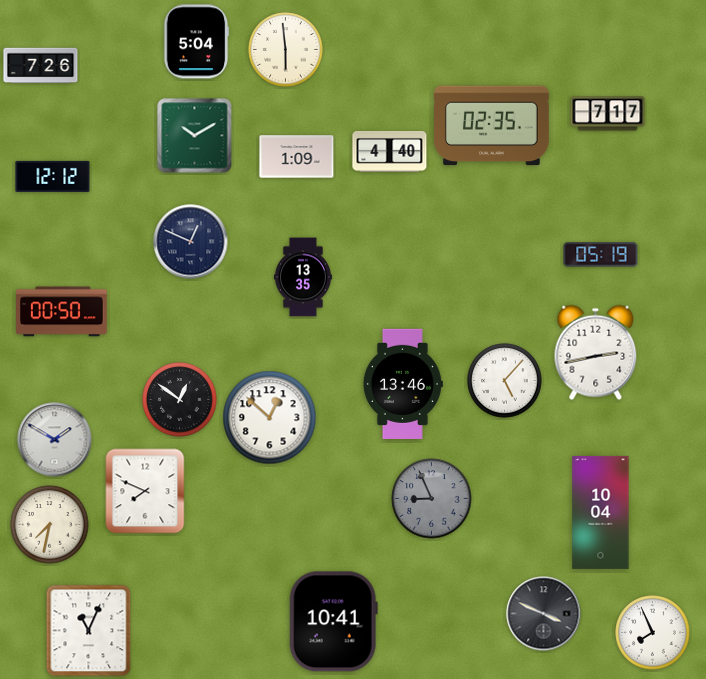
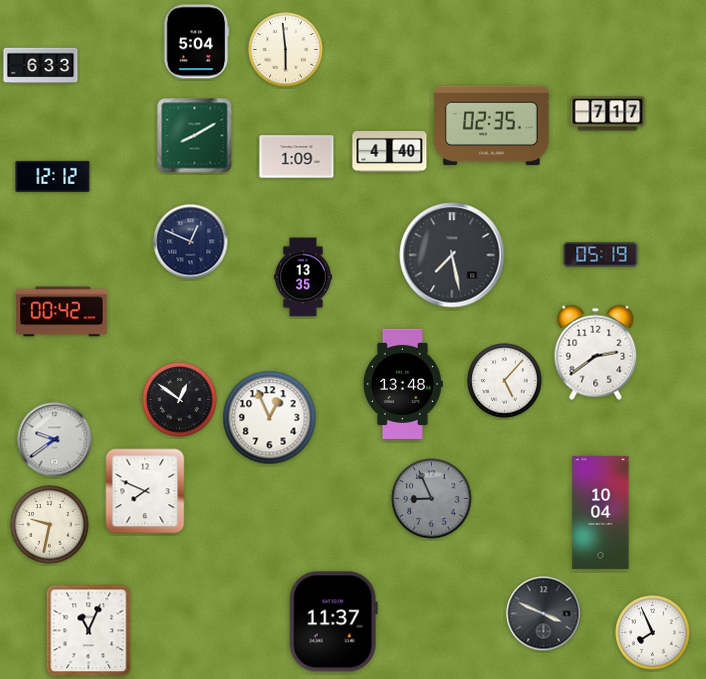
clock at (41, 66): 7:26 -> 6:33
clock at (195, 136): 10:10 -> 8:10
clock at (452, 255): none -> 7:28
clock at (62, 312): 00:50 -> 00:42
clock at (596, 353): 2:43 -> 2:39
clock at (403, 384): 13:46 -> 13:48
clock at (270, 418): 12:52 -> 12:56
clock at (55, 440): 1:50 -> 9:39
clock at (50, 525): 7:32 -> 9:32
clock at (333, 622): 10:41 -> 11:37
